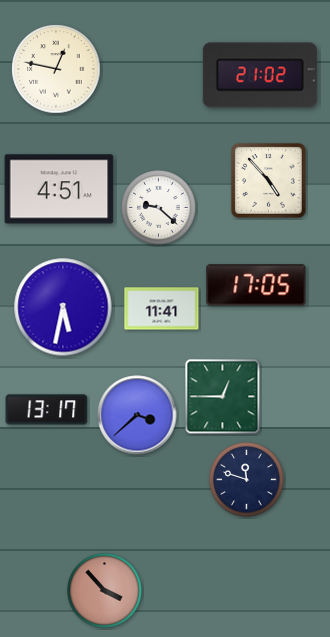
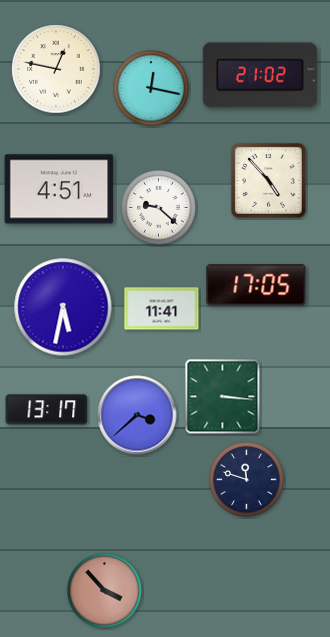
clock at (151, 88): none -> 12:17
clock at (223, 397): 12:45 -> 3:16
